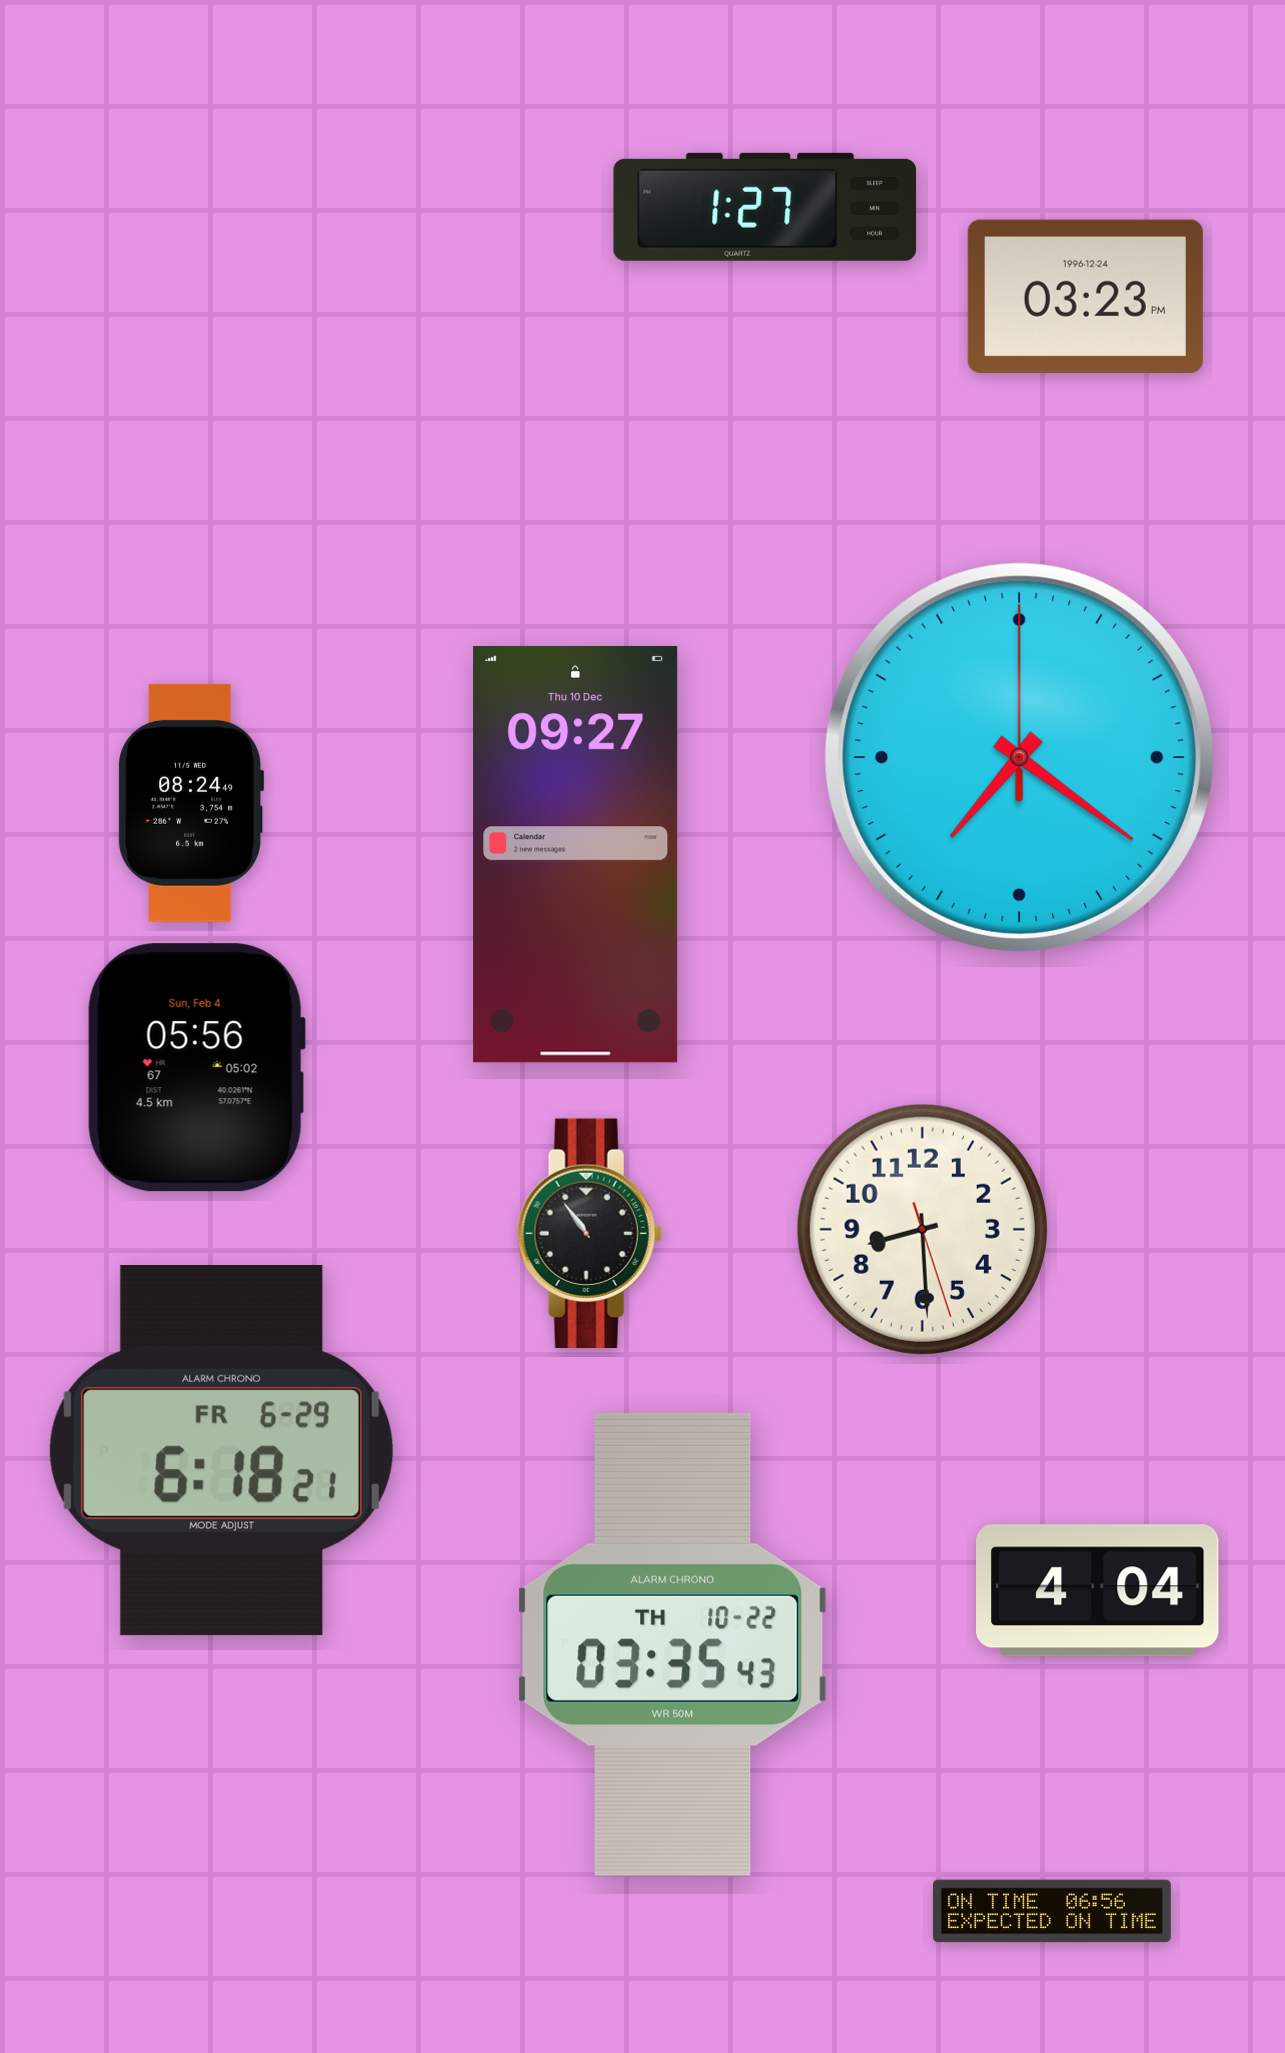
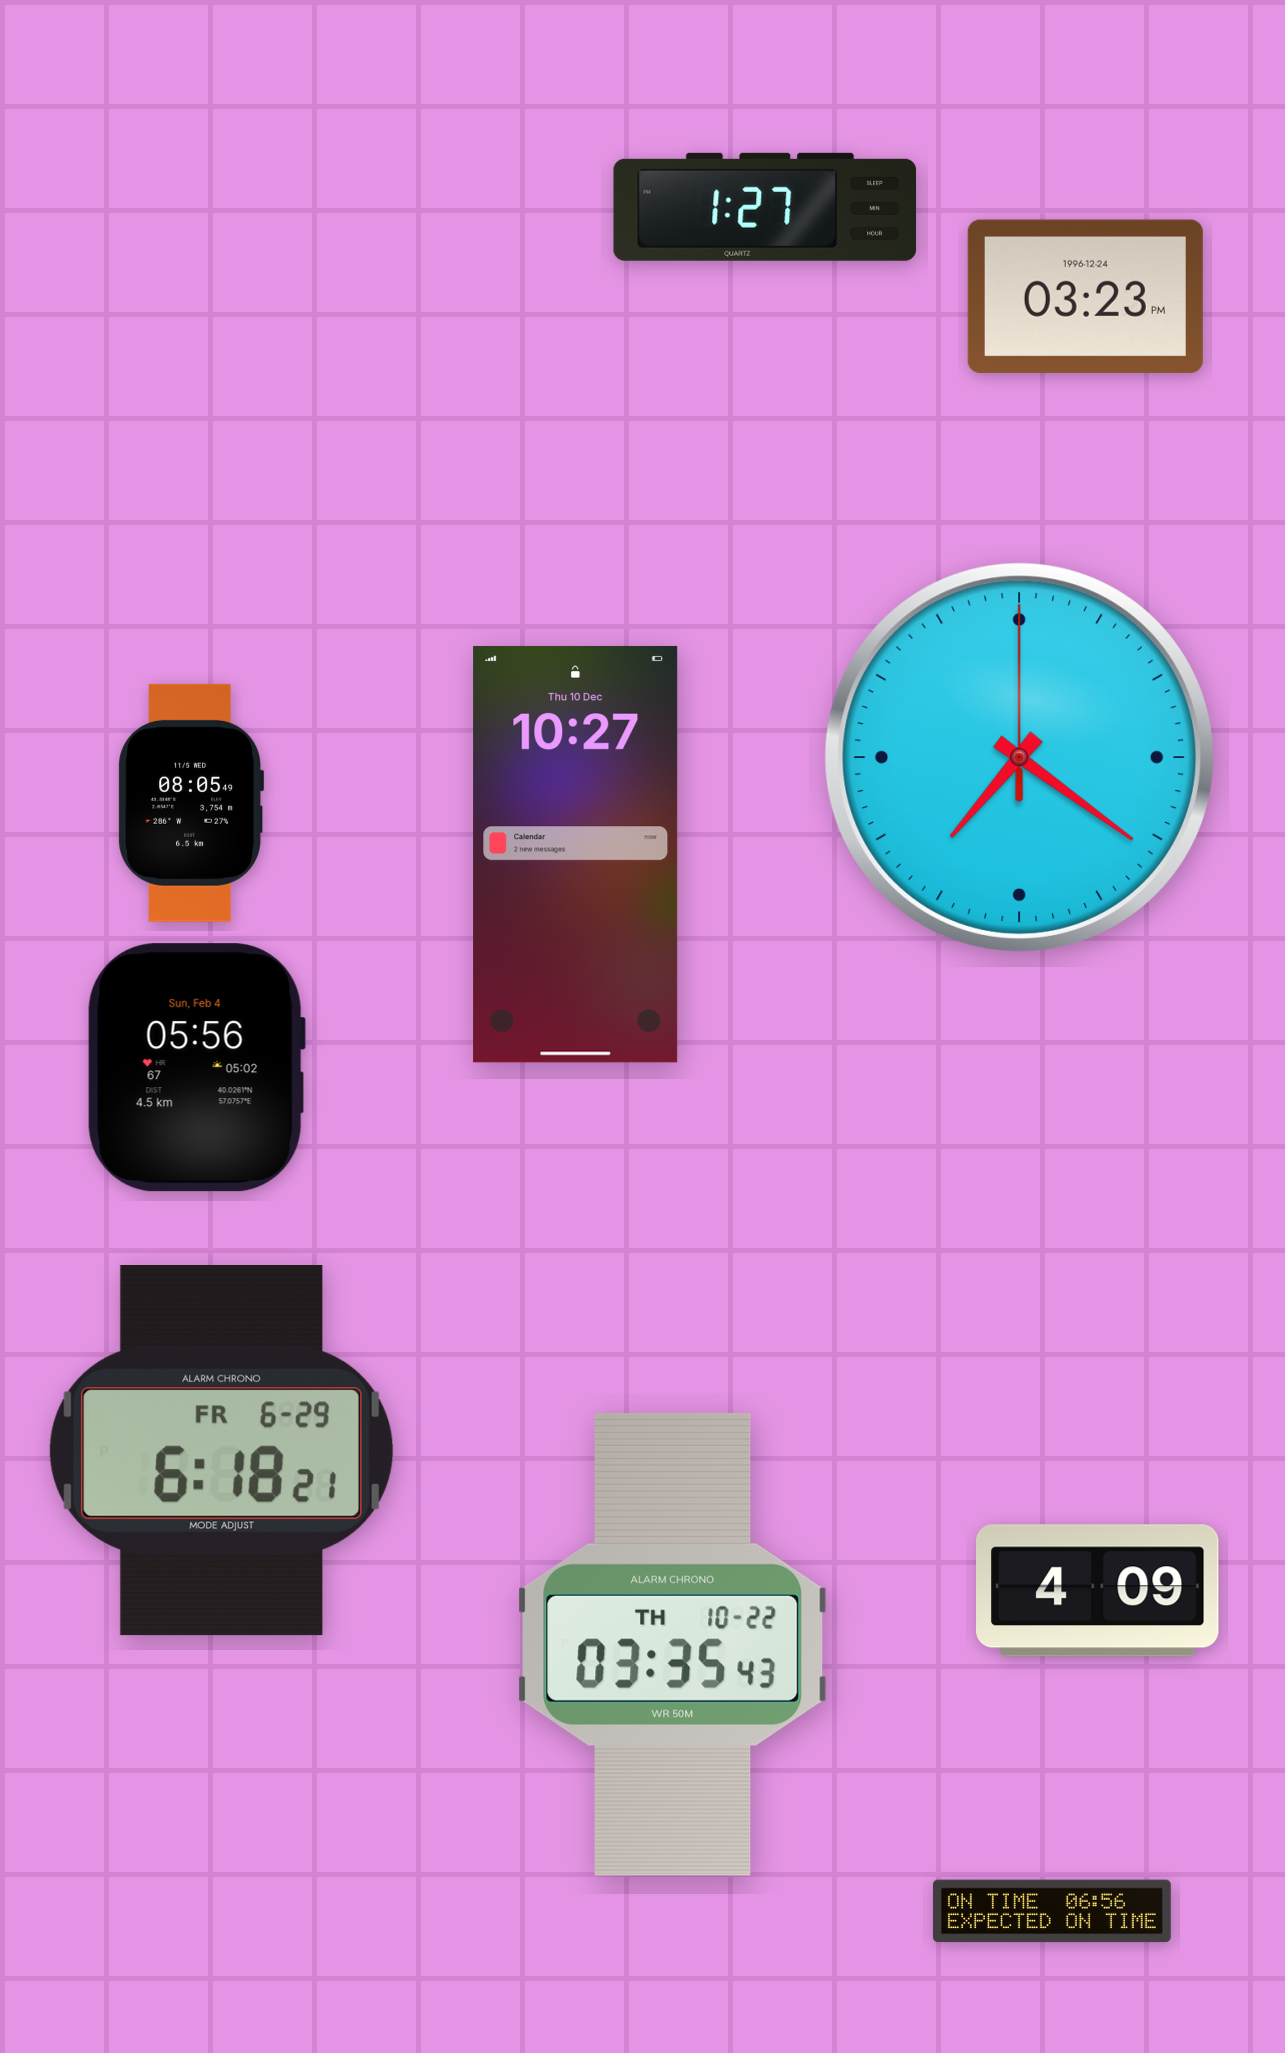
clock at (191, 803): 08:24 -> 08:05
clock at (576, 854): 09:27 -> 10:27
clock at (922, 1229): 8:29 -> none
clock at (589, 1233): 10:54 -> none
clock at (1098, 1591): 4:04 -> 4:09
